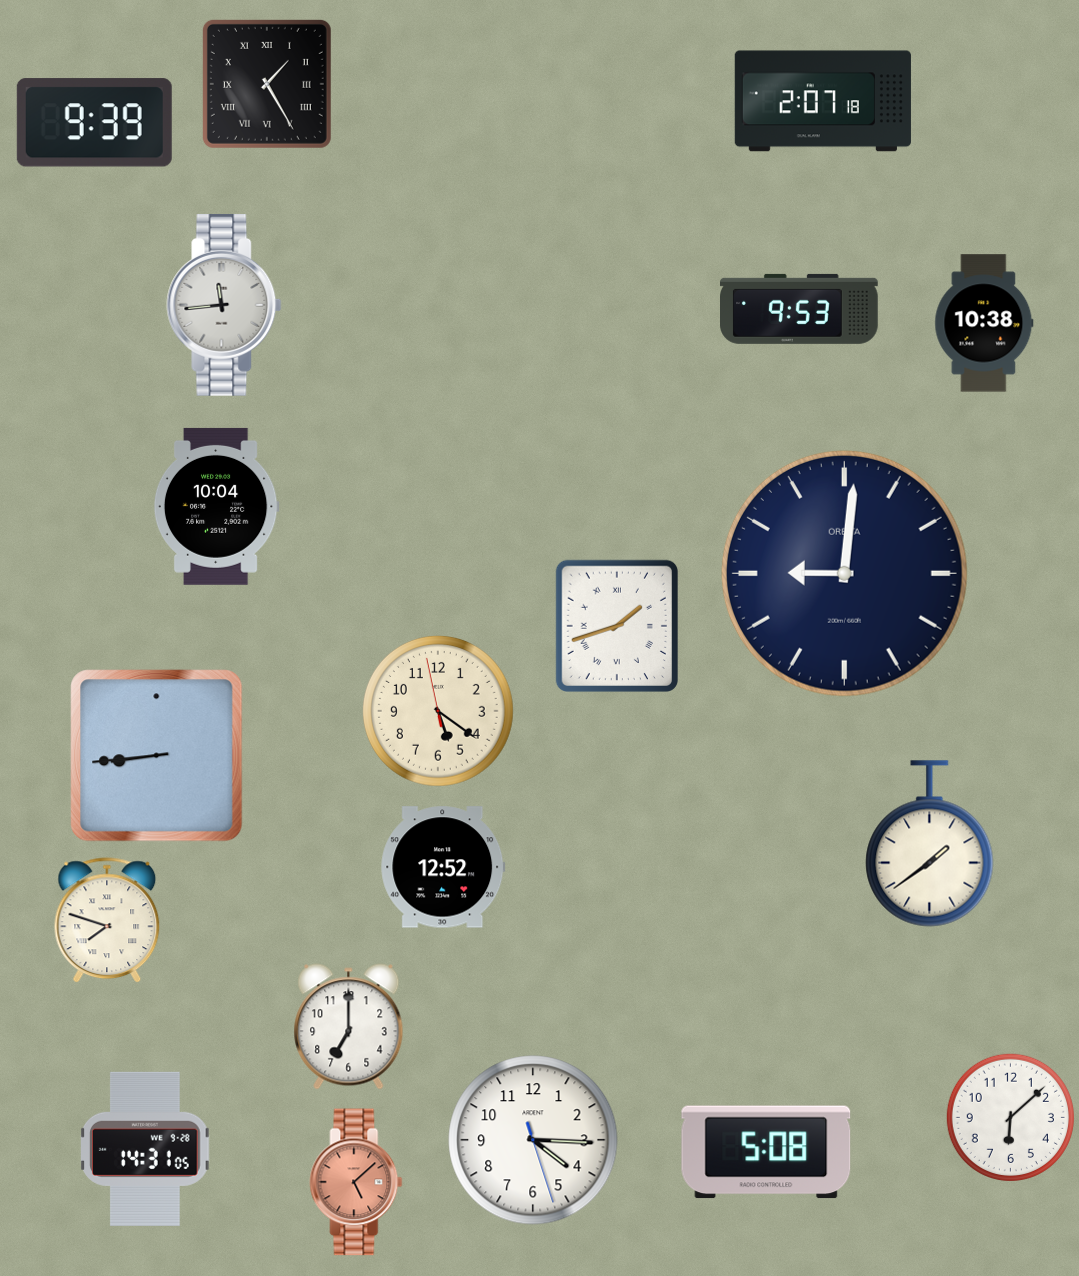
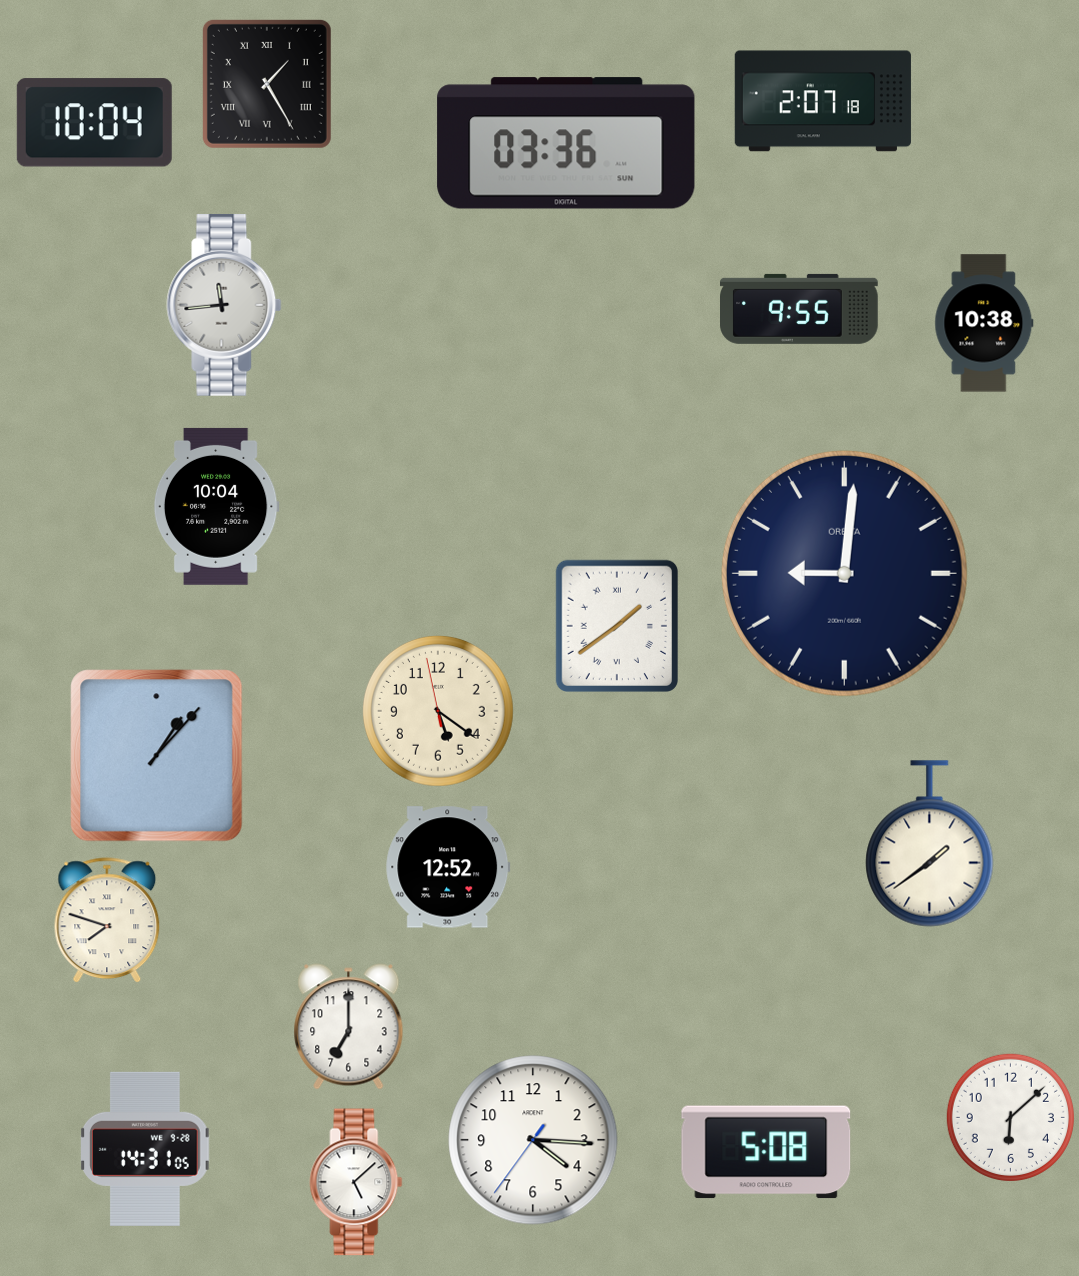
clock at (94, 123): 9:39 -> 10:04
clock at (566, 143): none -> 03:36
clock at (800, 309): 9:53 -> 9:55
clock at (617, 626): 1:42 -> 1:39
clock at (157, 756): 8:44 -> 1:07
clock at (443, 867) position: (443, 867) -> (448, 867)
clock at (533, 1140): 4:15:27 -> 4:15:36
clock at (356, 1182) dial: salmon -> white
